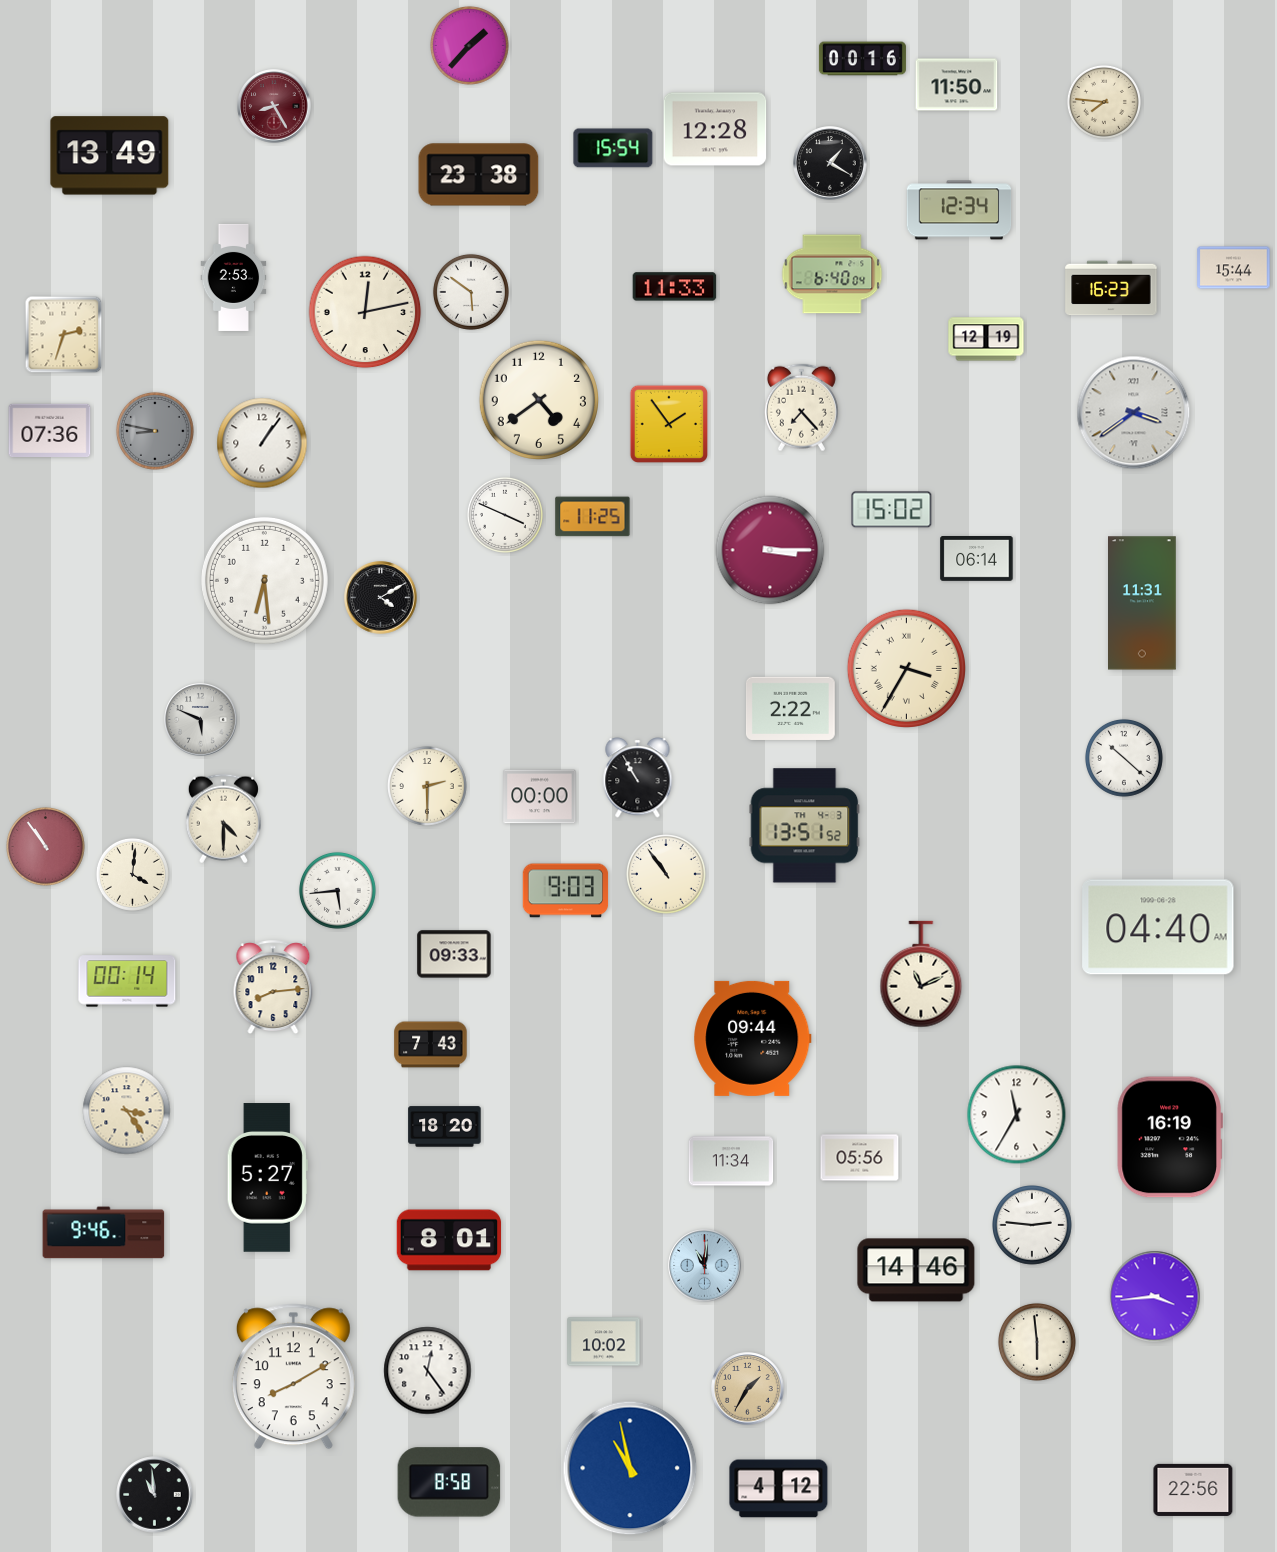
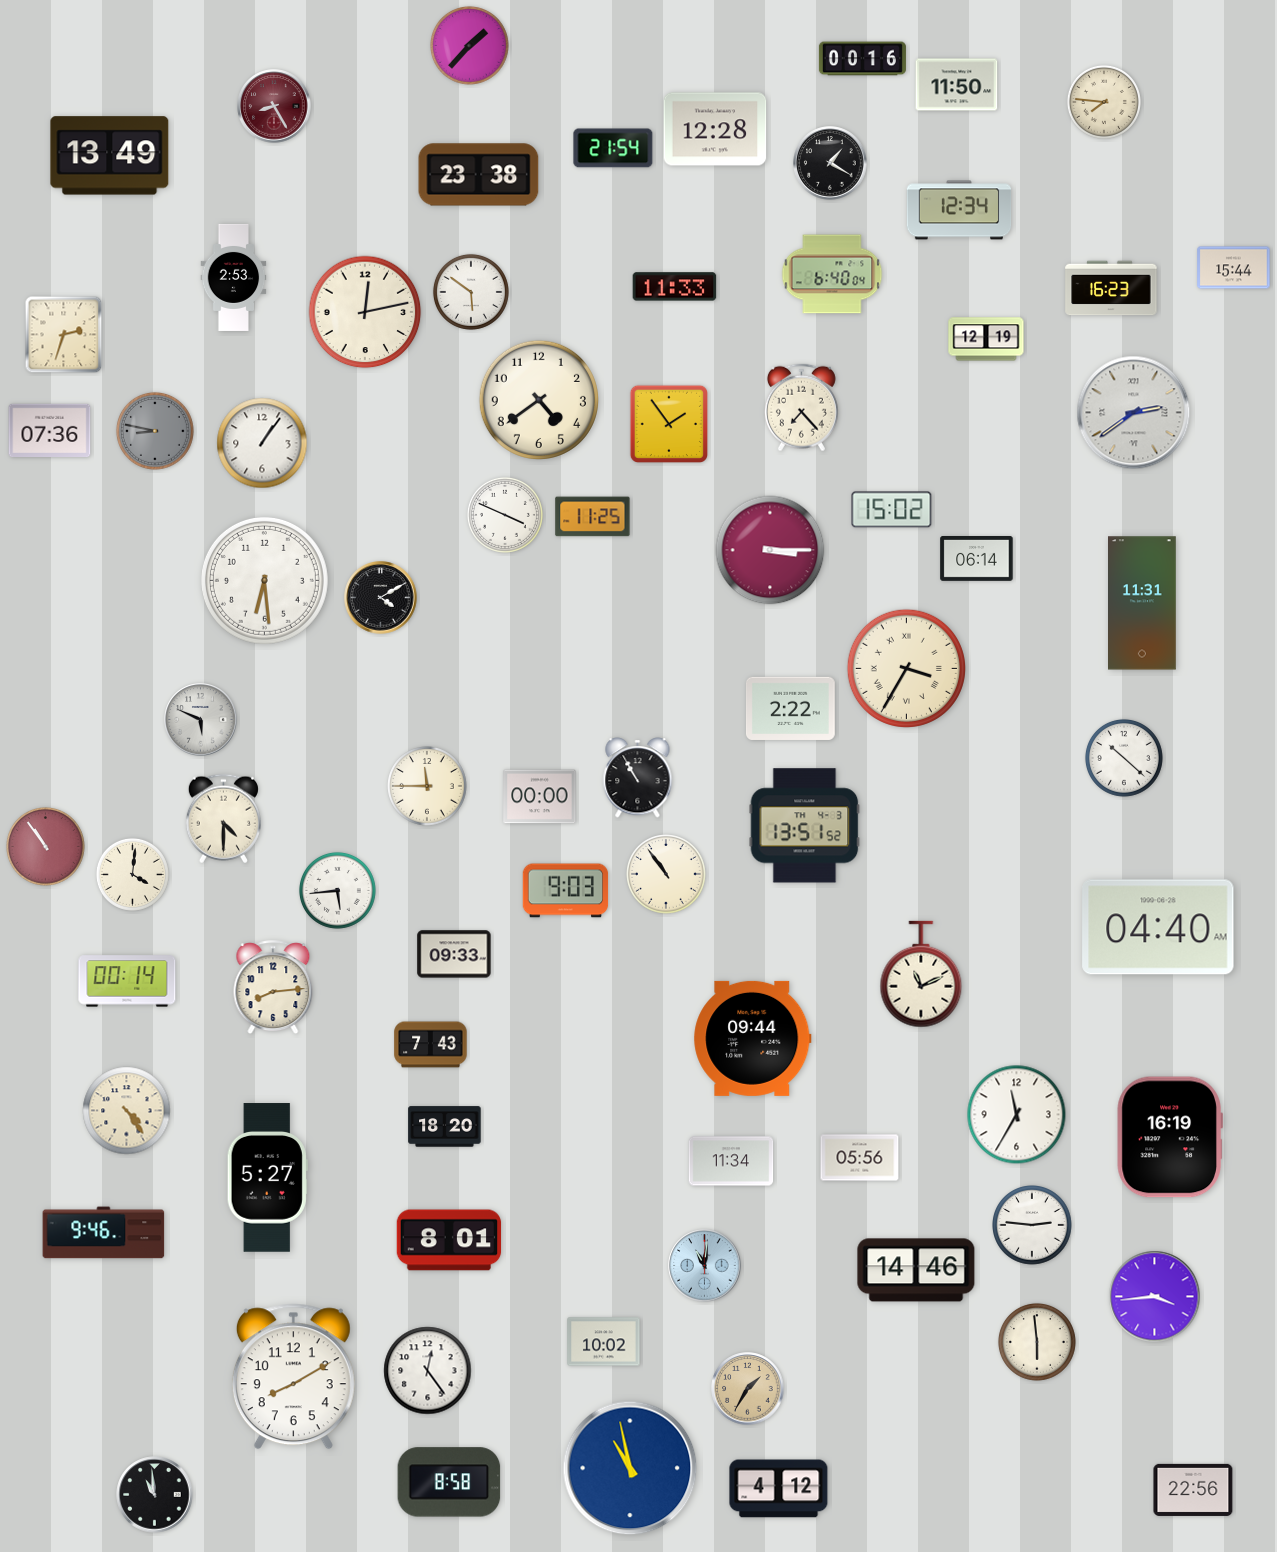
clock at (613, 148): 15:54 -> 21:54
clock at (1134, 413): 3:39 -> 2:39
clock at (428, 787): 2:30 -> 11:45
clock at (127, 1111): 3:24 -> 4:24
